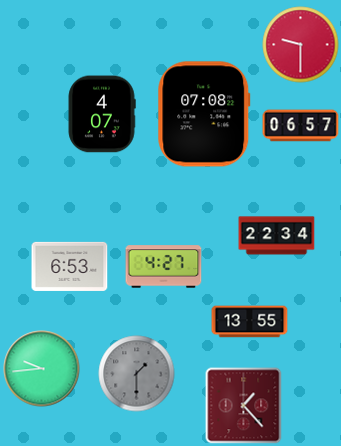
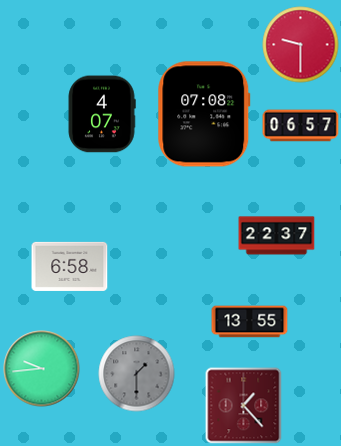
clock at (277, 236): 22:34 -> 22:37
clock at (70, 266): 6:53 -> 6:58
clock at (164, 267): 4:27 -> none
